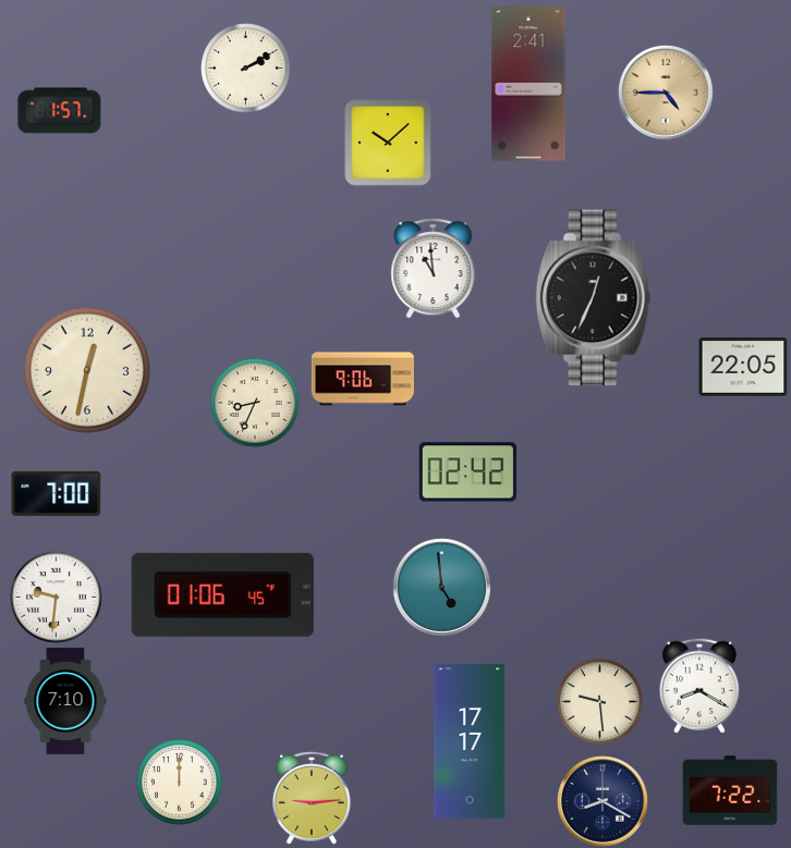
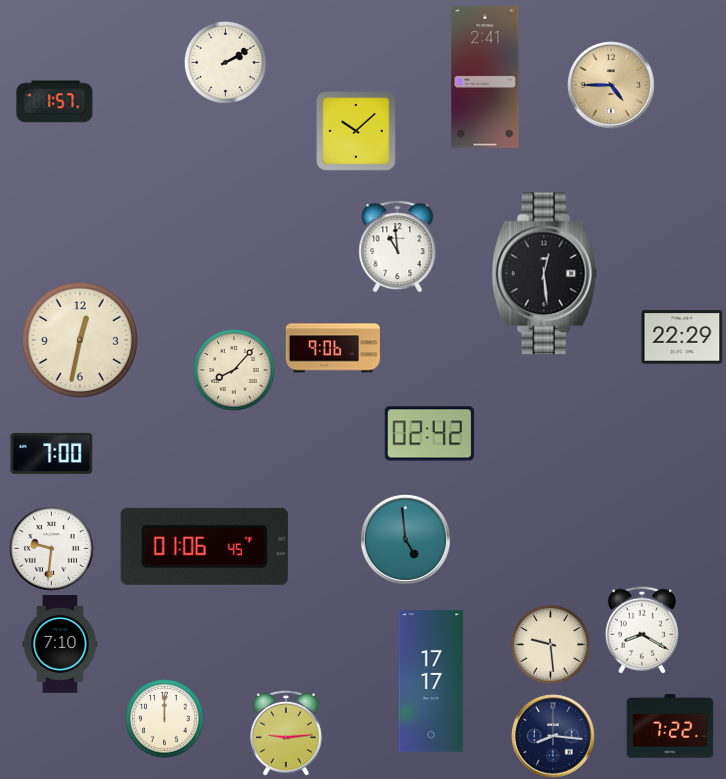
clock at (594, 298): 12:34 -> 12:29
clock at (743, 367): 22:05 -> 22:29
clock at (256, 404): 8:34 -> 8:07
clock at (603, 801): 8:20 -> 8:16
